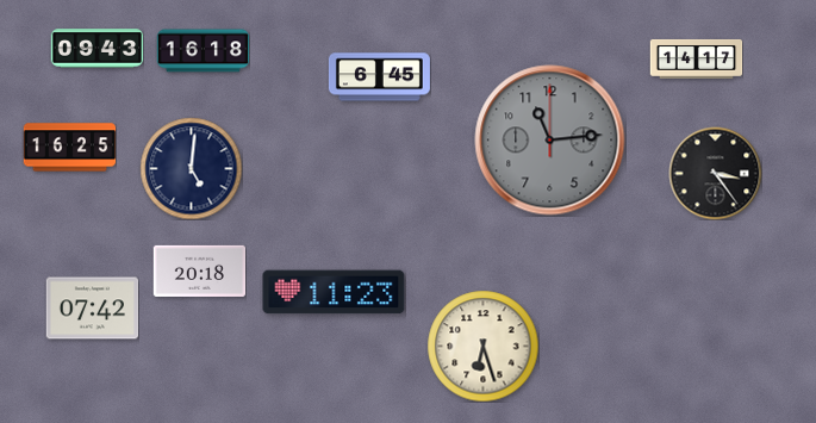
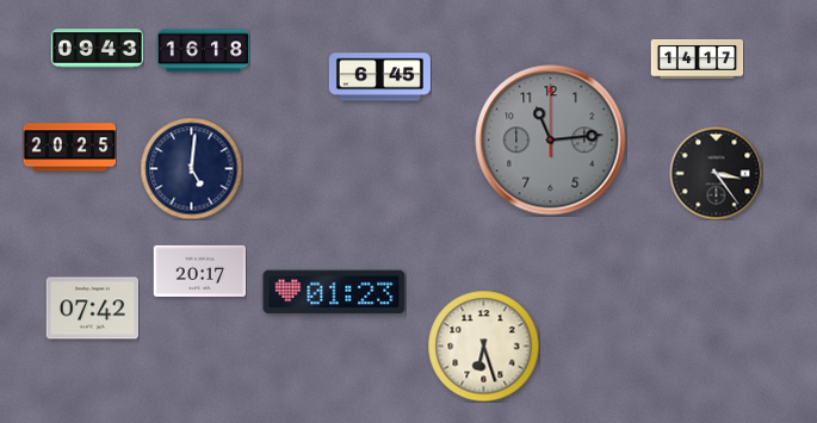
clock at (69, 148): 16:25 -> 20:25
clock at (199, 270): 20:18 -> 20:17
clock at (334, 292): 11:23 -> 01:23
